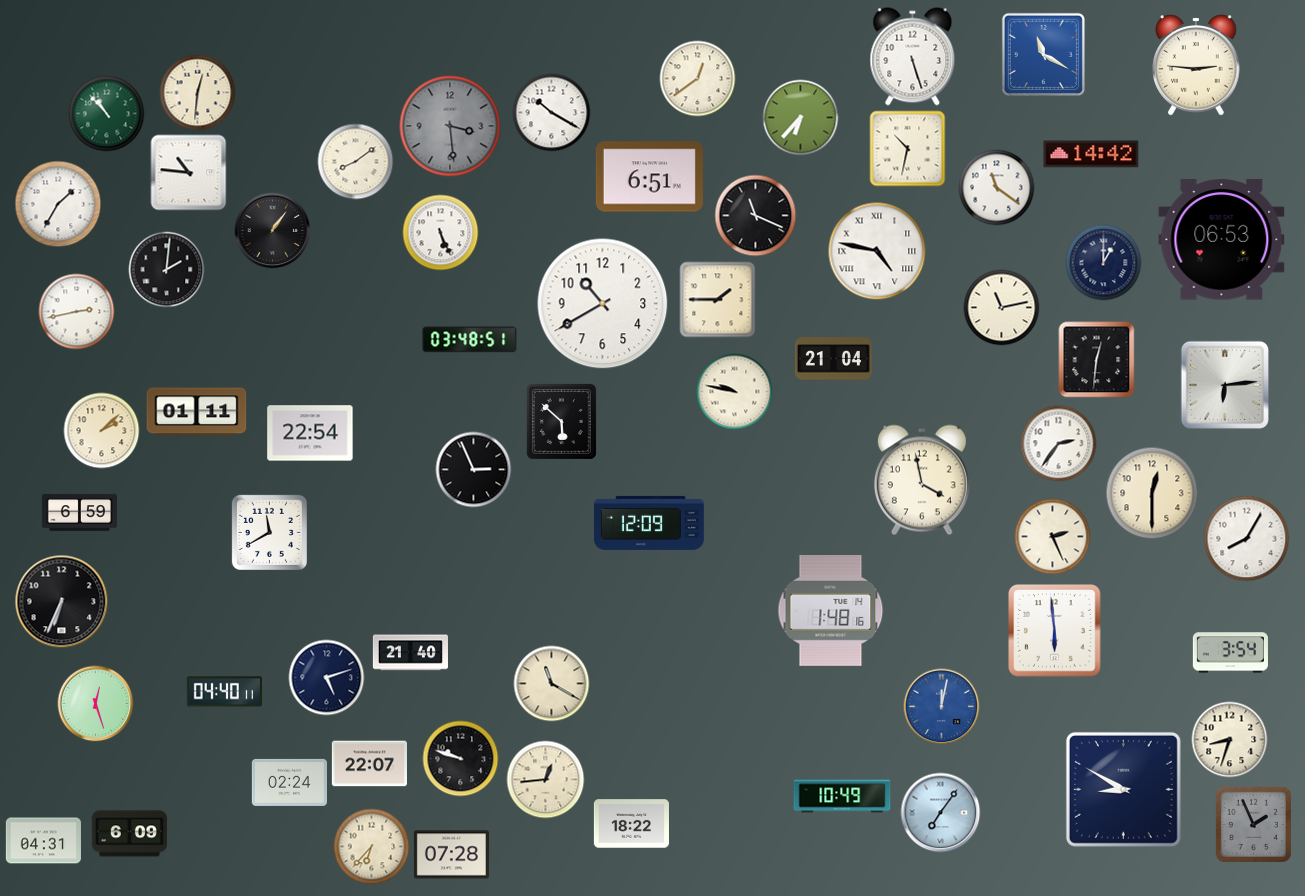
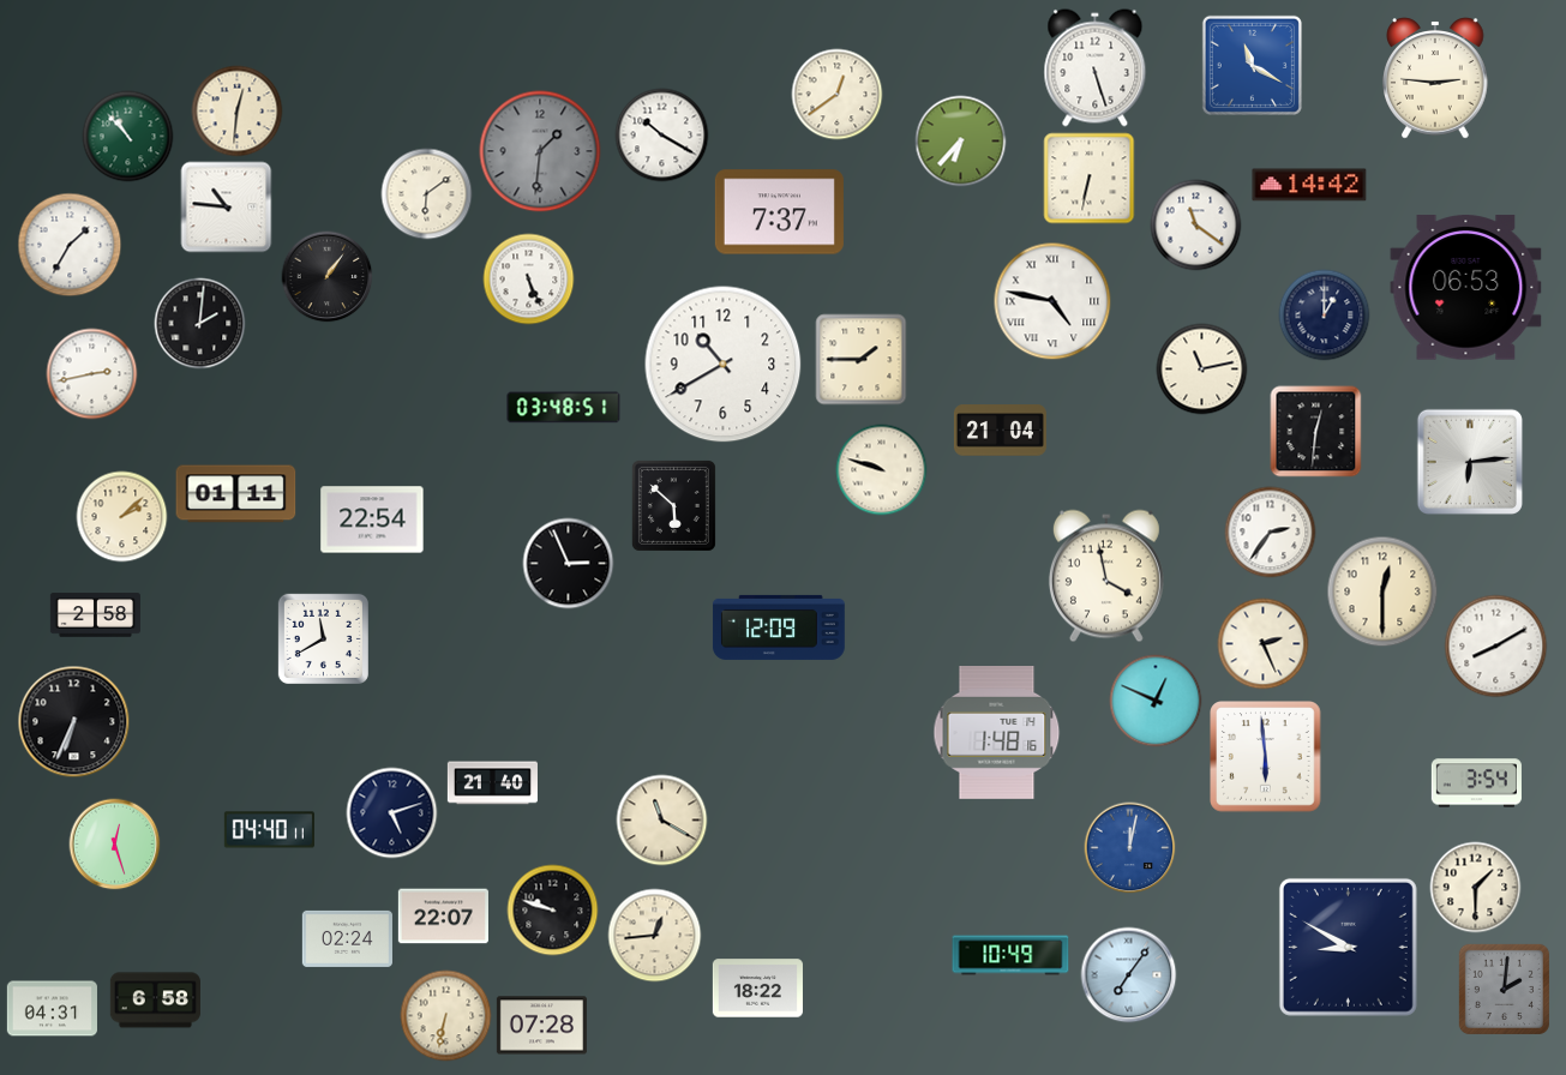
clock at (450, 126): 3:29 -> 1:31
clock at (908, 149): 10:32 -> 6:32
clock at (356, 162): 8:09 -> 6:09
clock at (649, 177): 6:51 -> 7:37
clock at (756, 216): 11:19 -> none
clock at (735, 392): 9:47 -> 9:48
clock at (79, 513): 6:59 -> 2:58
clock at (1247, 539): 8:05 -> 8:10
clock at (1156, 701): none -> 12:49
clock at (1230, 740): 8:33 -> 1:30
clock at (1253, 824): 1:56 -> 2:01
clock at (129, 834): 6:09 -> 6:58
clock at (372, 847): 6:37 -> 6:32
